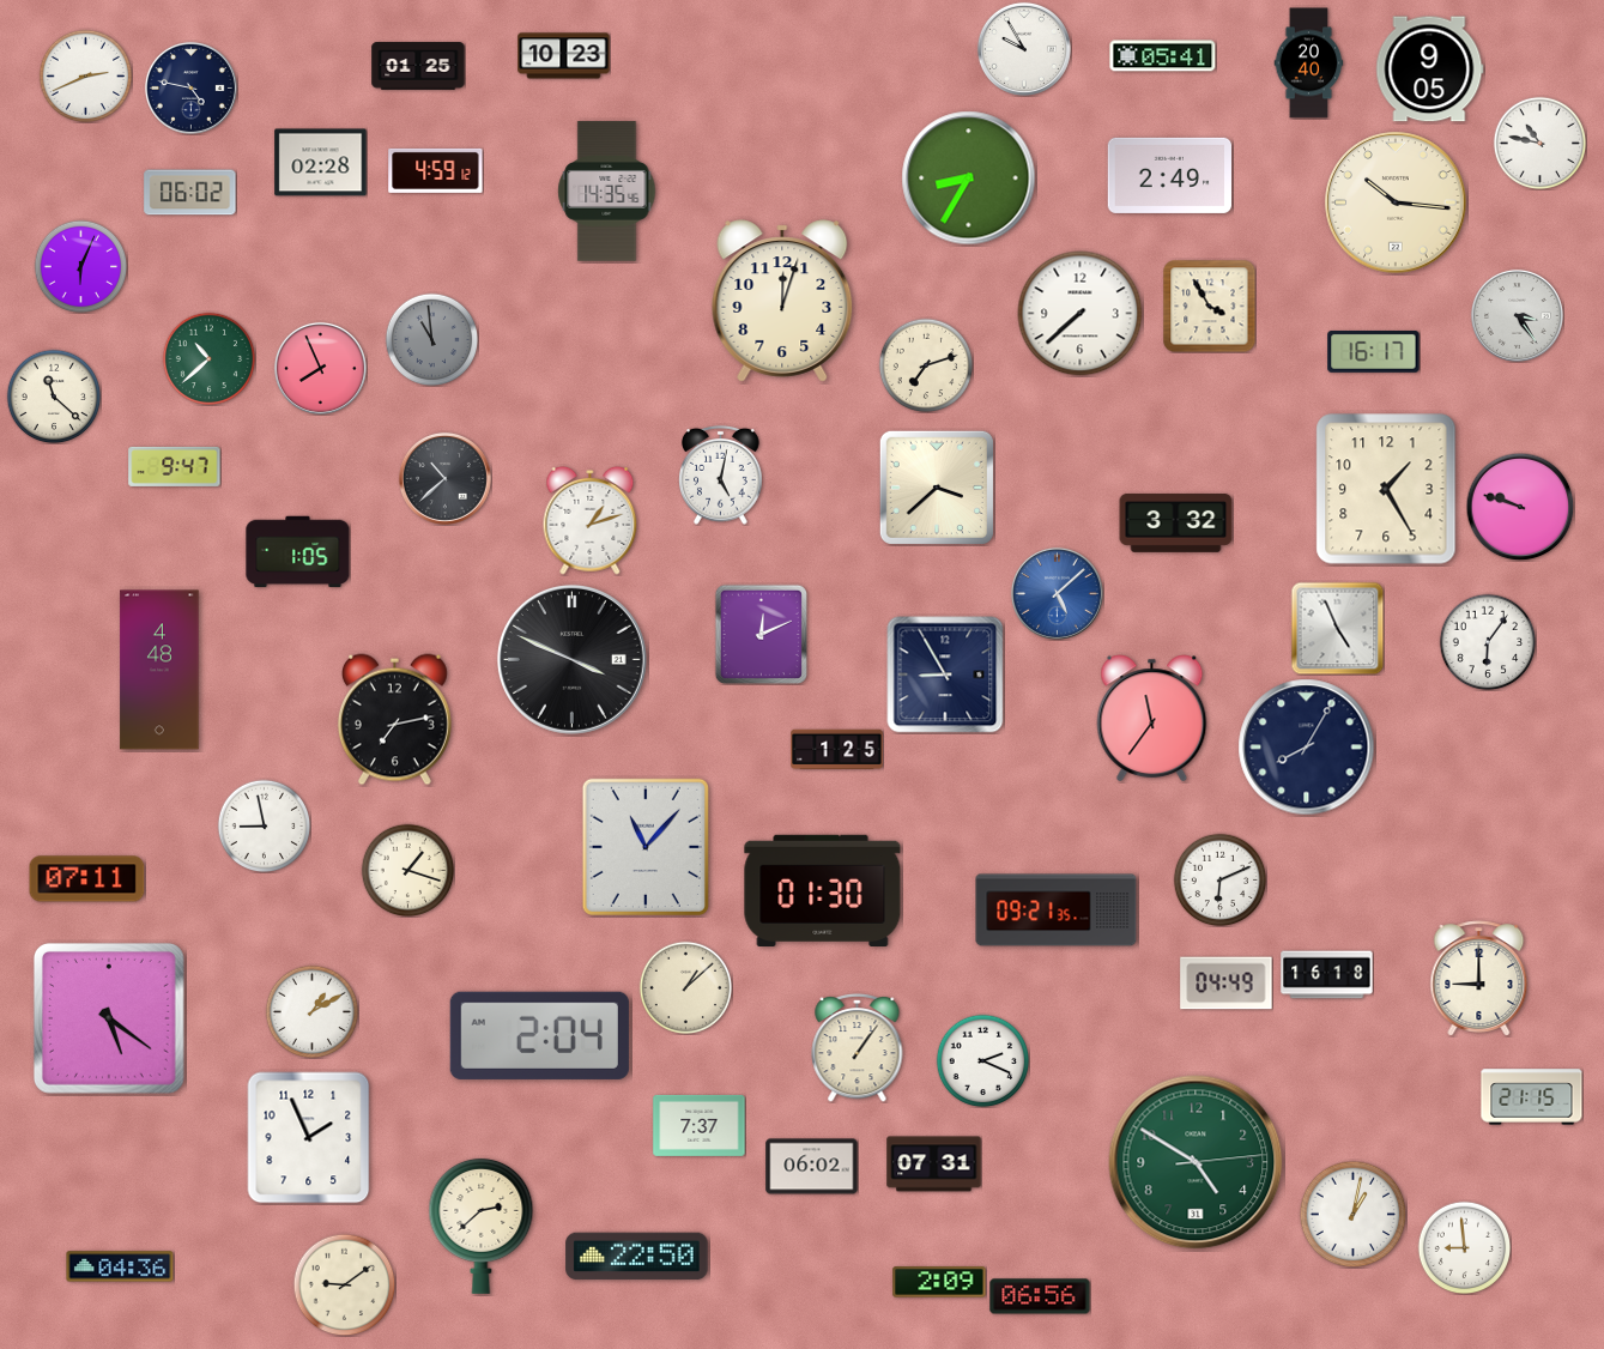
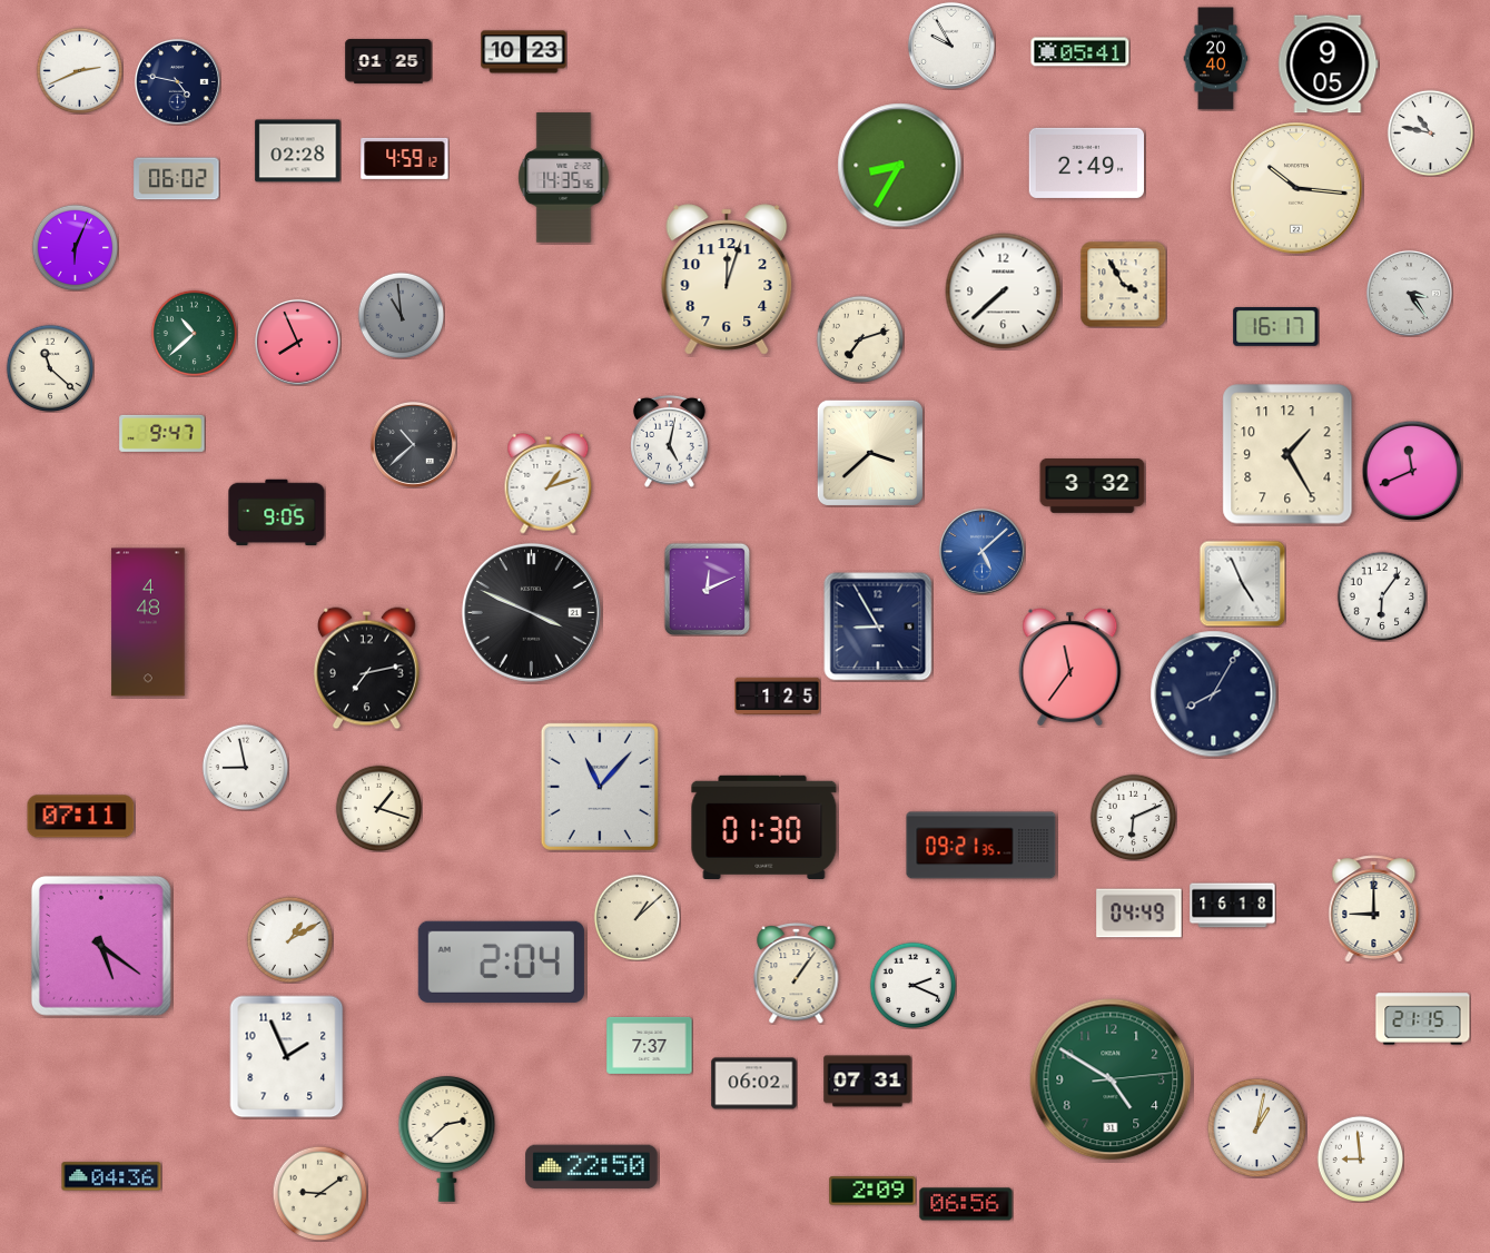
clock at (1520, 507): 9:48 -> 11:41
clock at (298, 552): 1:05 -> 9:05
